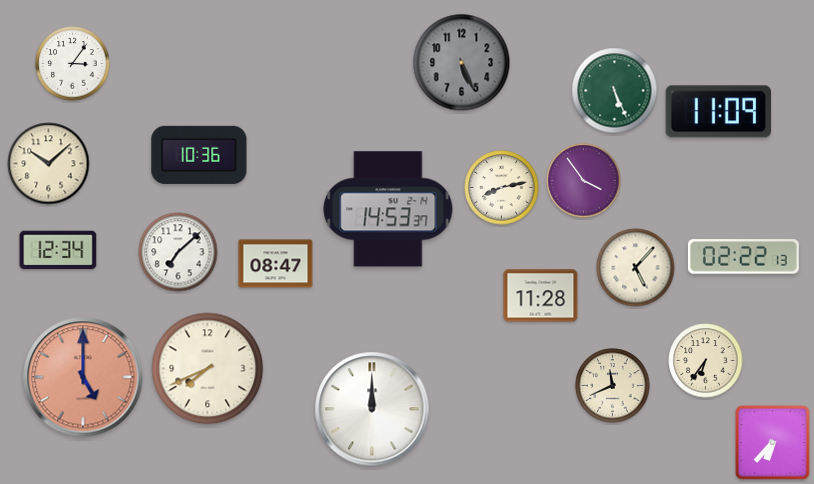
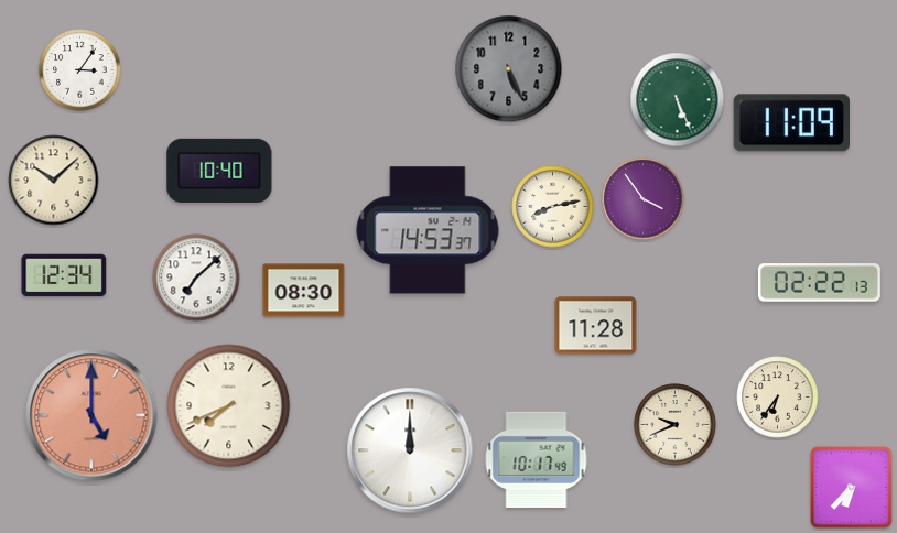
clock at (199, 155): 10:36 -> 10:40
clock at (276, 264): 08:47 -> 08:30
clock at (636, 268): 5:07 -> none
clock at (613, 386): 11:41 -> 9:41
clock at (537, 459): none -> 10:17
